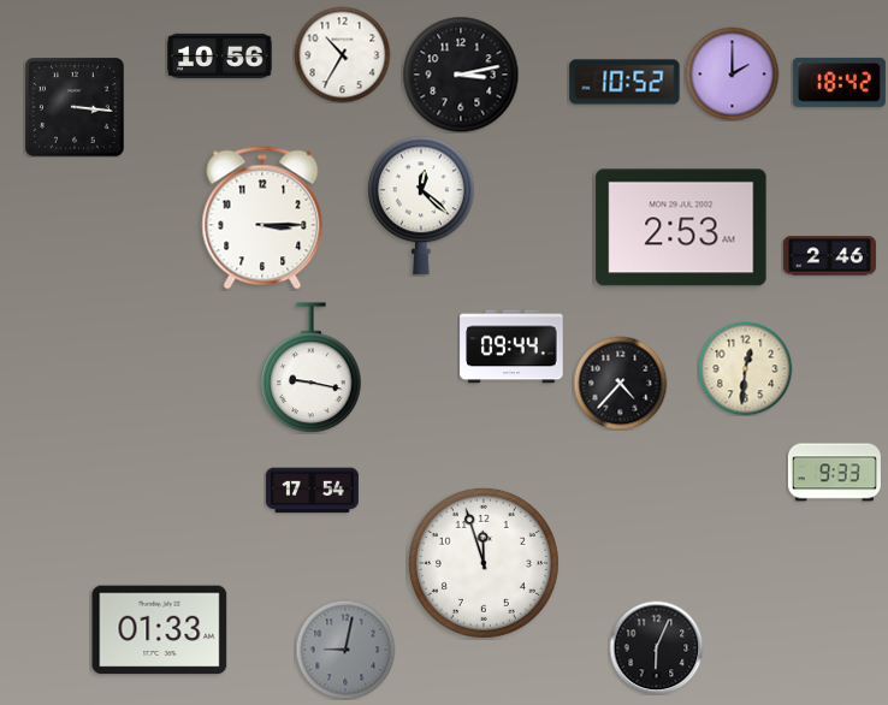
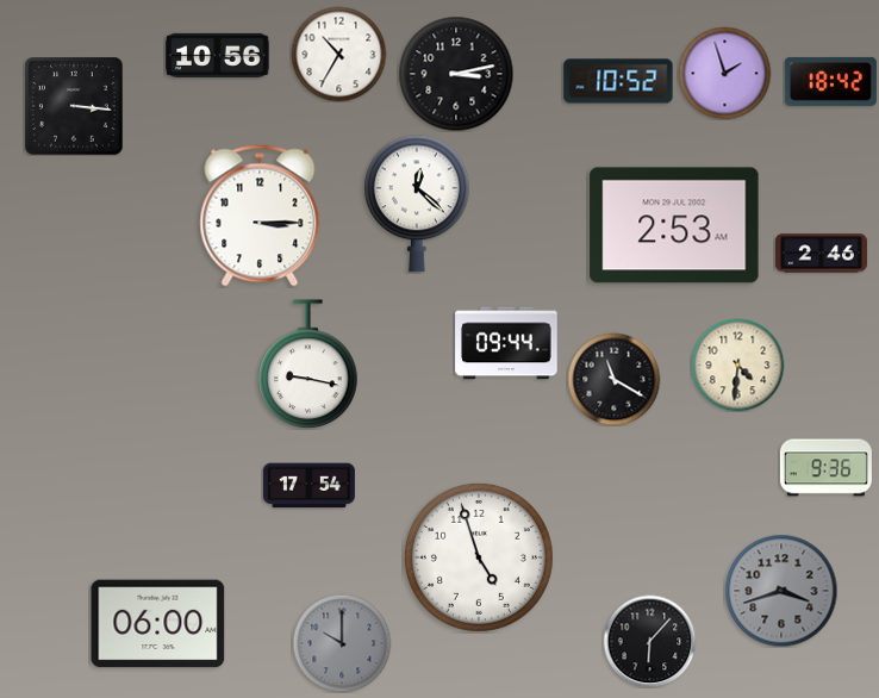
clock at (732, 73): 2:00 -> 1:57
clock at (745, 368): 12:31 -> 4:31
clock at (620, 383): 4:37 -> 11:20
clock at (834, 473): 9:33 -> 9:36
clock at (484, 563): 11:57 -> 4:57
clock at (781, 591): none -> 3:42
clock at (160, 630): 01:33 -> 06:00
clock at (656, 647): 6:04 -> 6:07
clock at (345, 650): 9:02 -> 10:00
